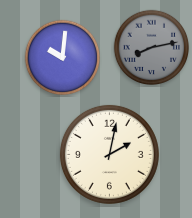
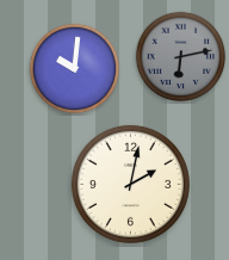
clock at (152, 48): 8:13 -> 6:13
